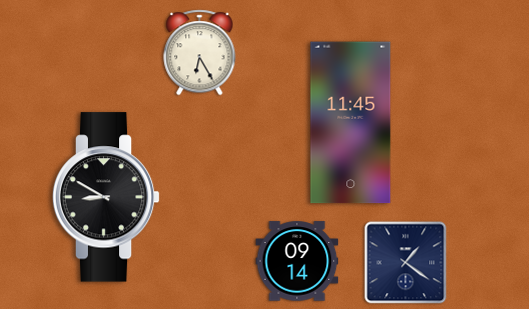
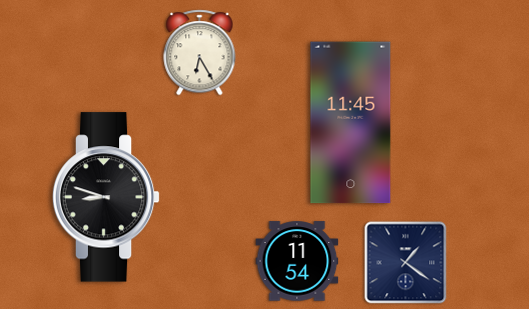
clock at (106, 197): 8:50 -> 8:48
clock at (297, 261): 09:14 -> 11:54
